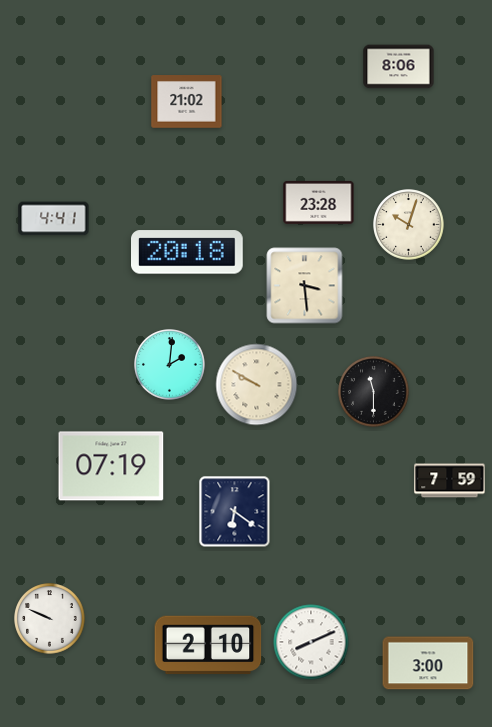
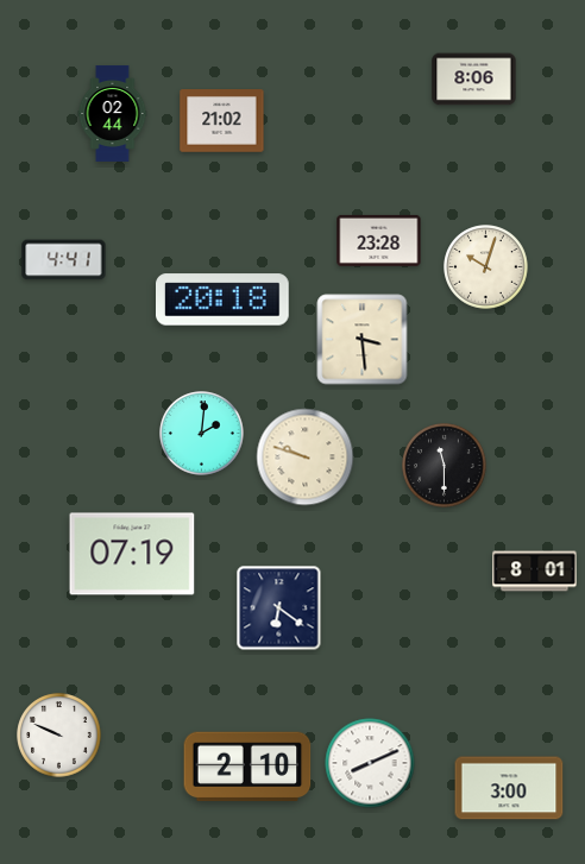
clock at (113, 113): none -> 02:44
clock at (257, 385): 9:50 -> 9:48
clock at (450, 481): 7:59 -> 8:01
